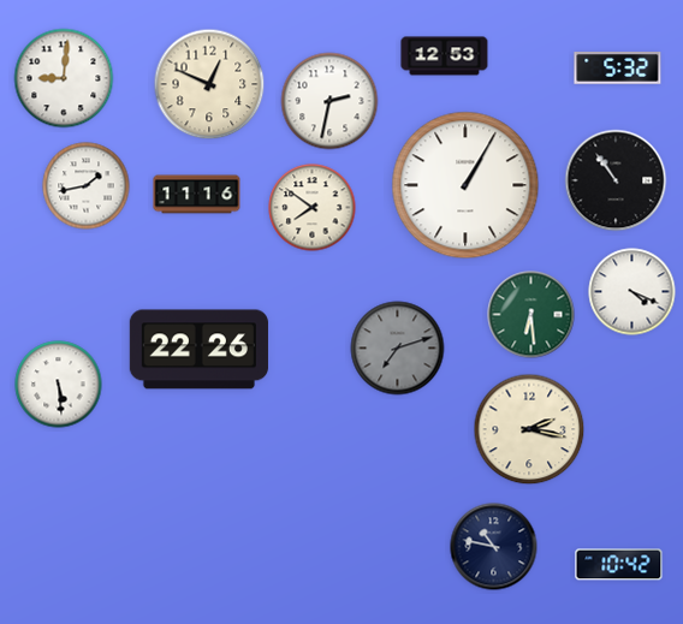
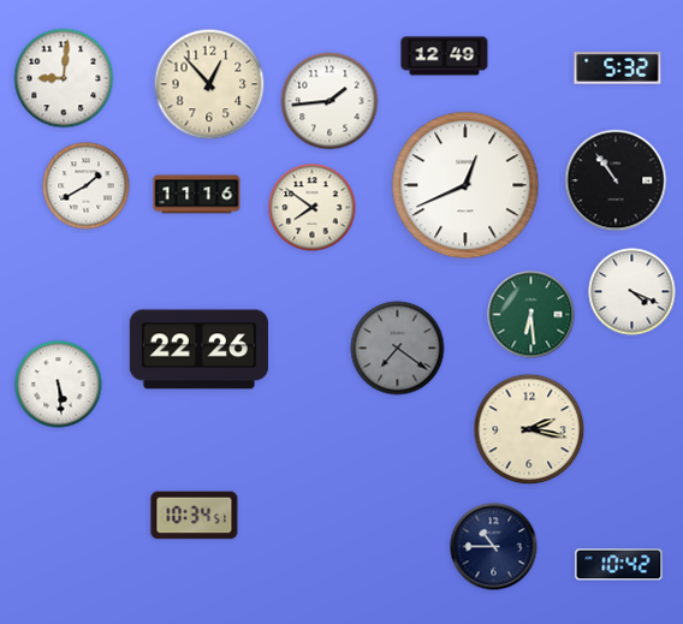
clock at (445, 57): 12:53 -> 12:49
clock at (209, 84): 12:49 -> 12:53
clock at (329, 101): 2:32 -> 1:44
clock at (465, 185): 1:05 -> 12:41
clock at (87, 186): 1:43 -> 1:40
clock at (398, 349): 7:12 -> 7:21
clock at (195, 516): none -> 10:34
clock at (494, 547): 10:47 -> 10:45
